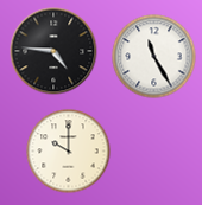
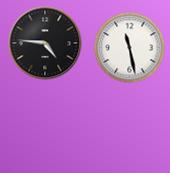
clock at (154, 57): 11:25 -> 11:28
clock at (69, 152): 10:00 -> none
